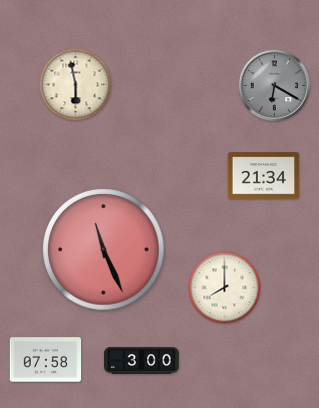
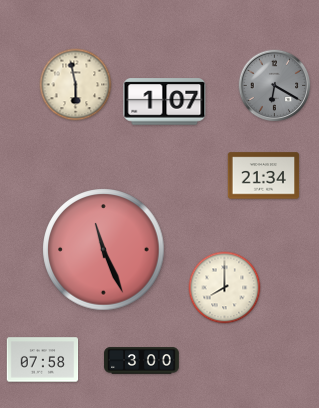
clock at (165, 102): none -> 1:07
clock at (46, 360) position: (46, 360) -> (43, 360)
